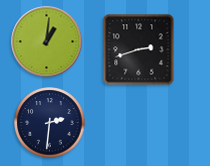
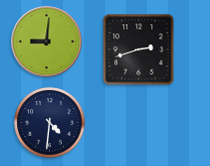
clock at (47, 42): 1:01 -> 9:01
clock at (50, 123): 2:31 -> 4:31
